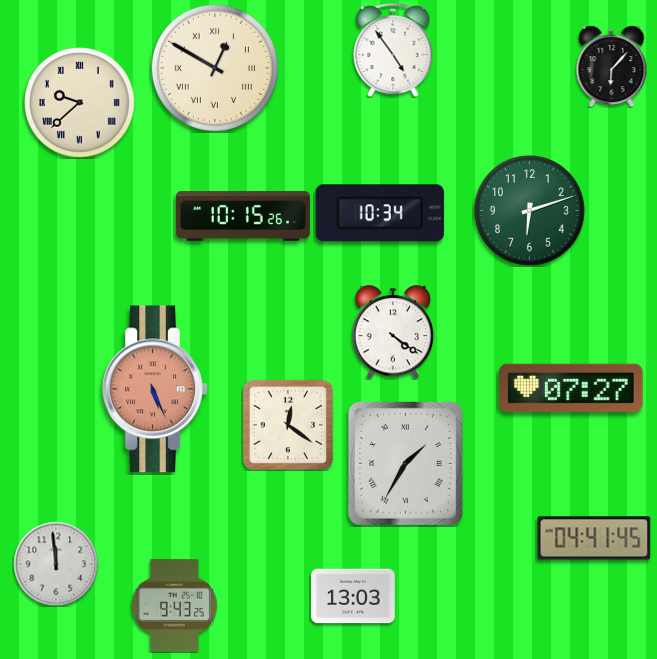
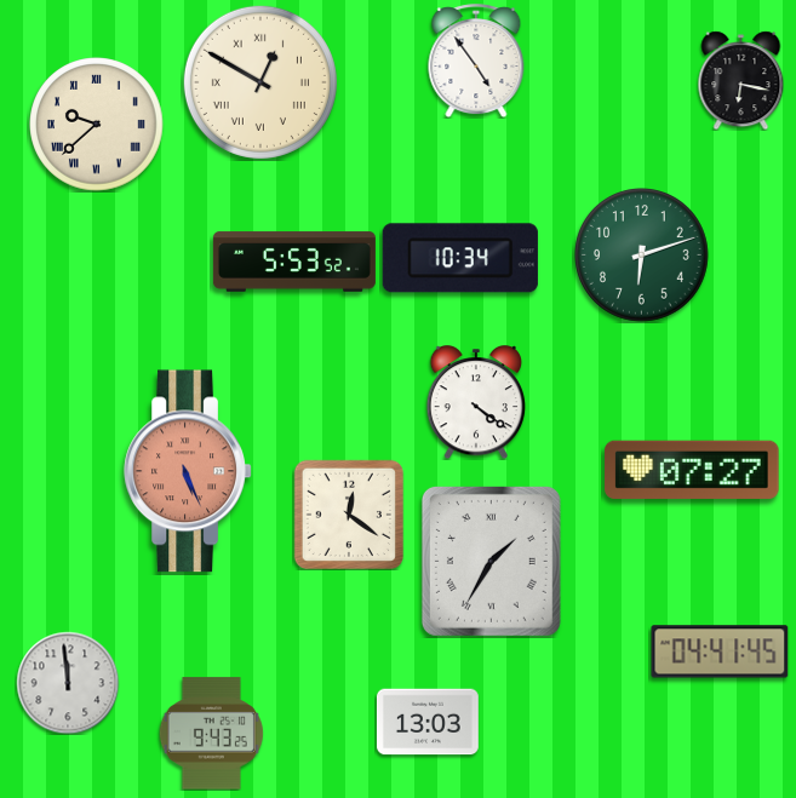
clock at (612, 66): 6:07 -> 6:17
clock at (243, 216): 10:15 -> 5:53
